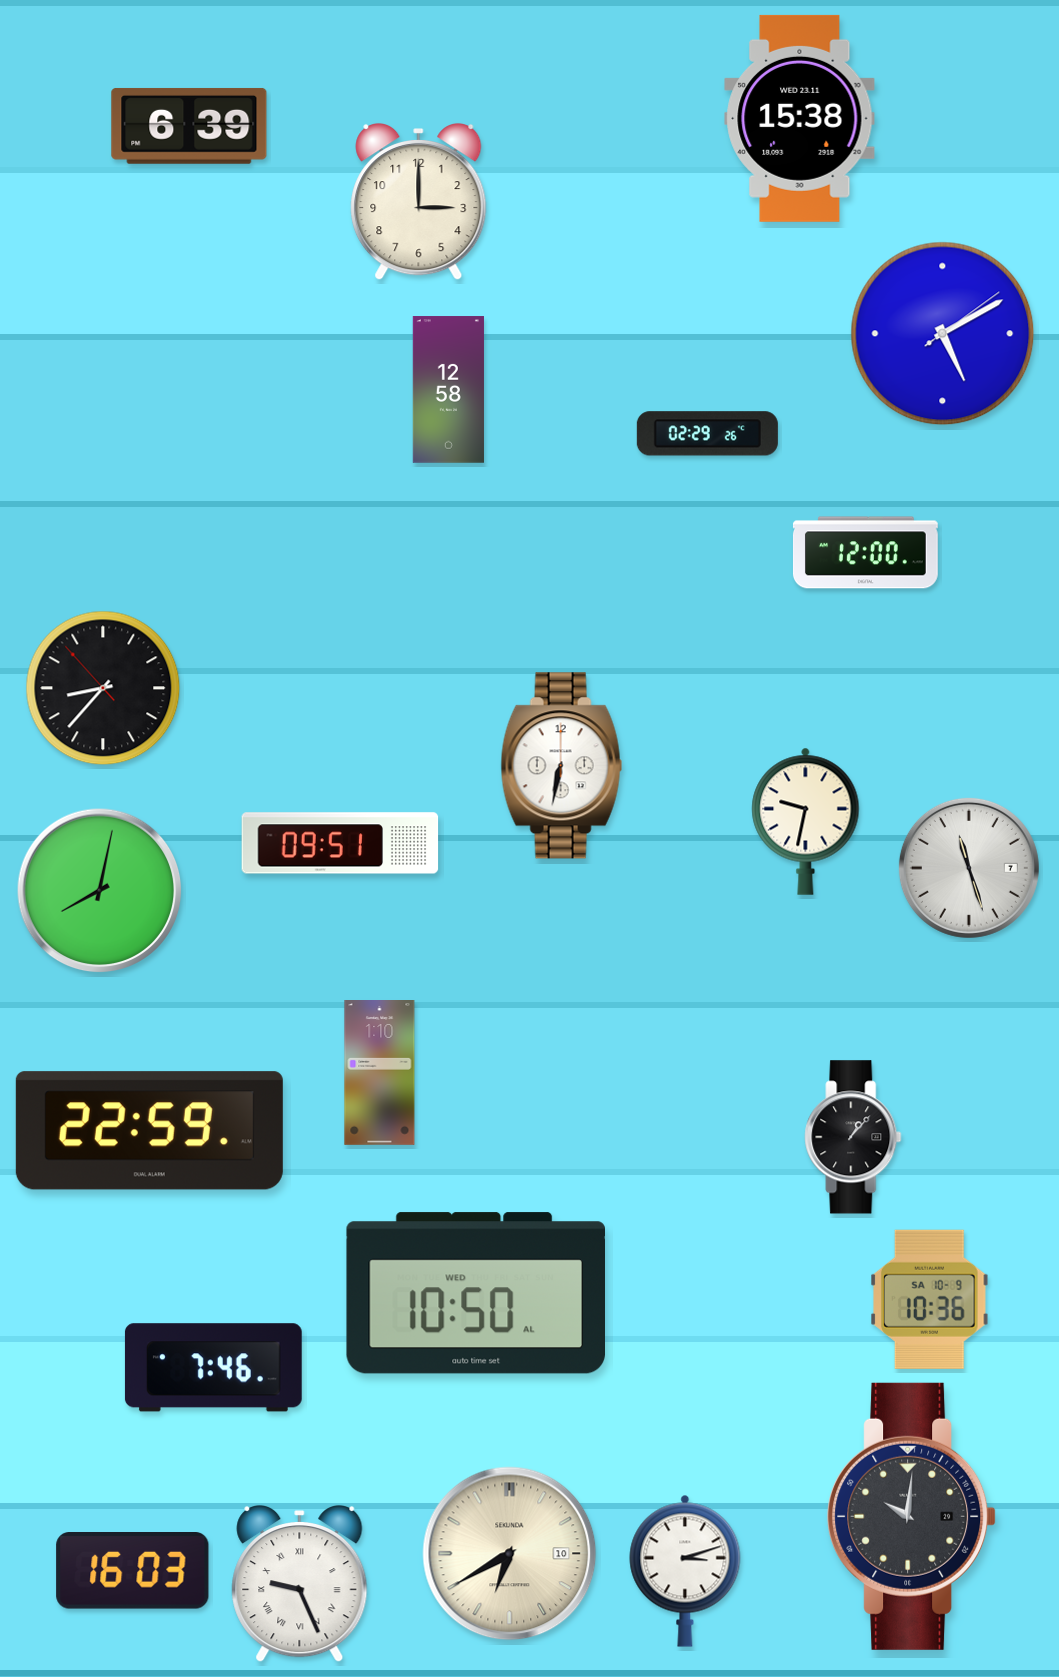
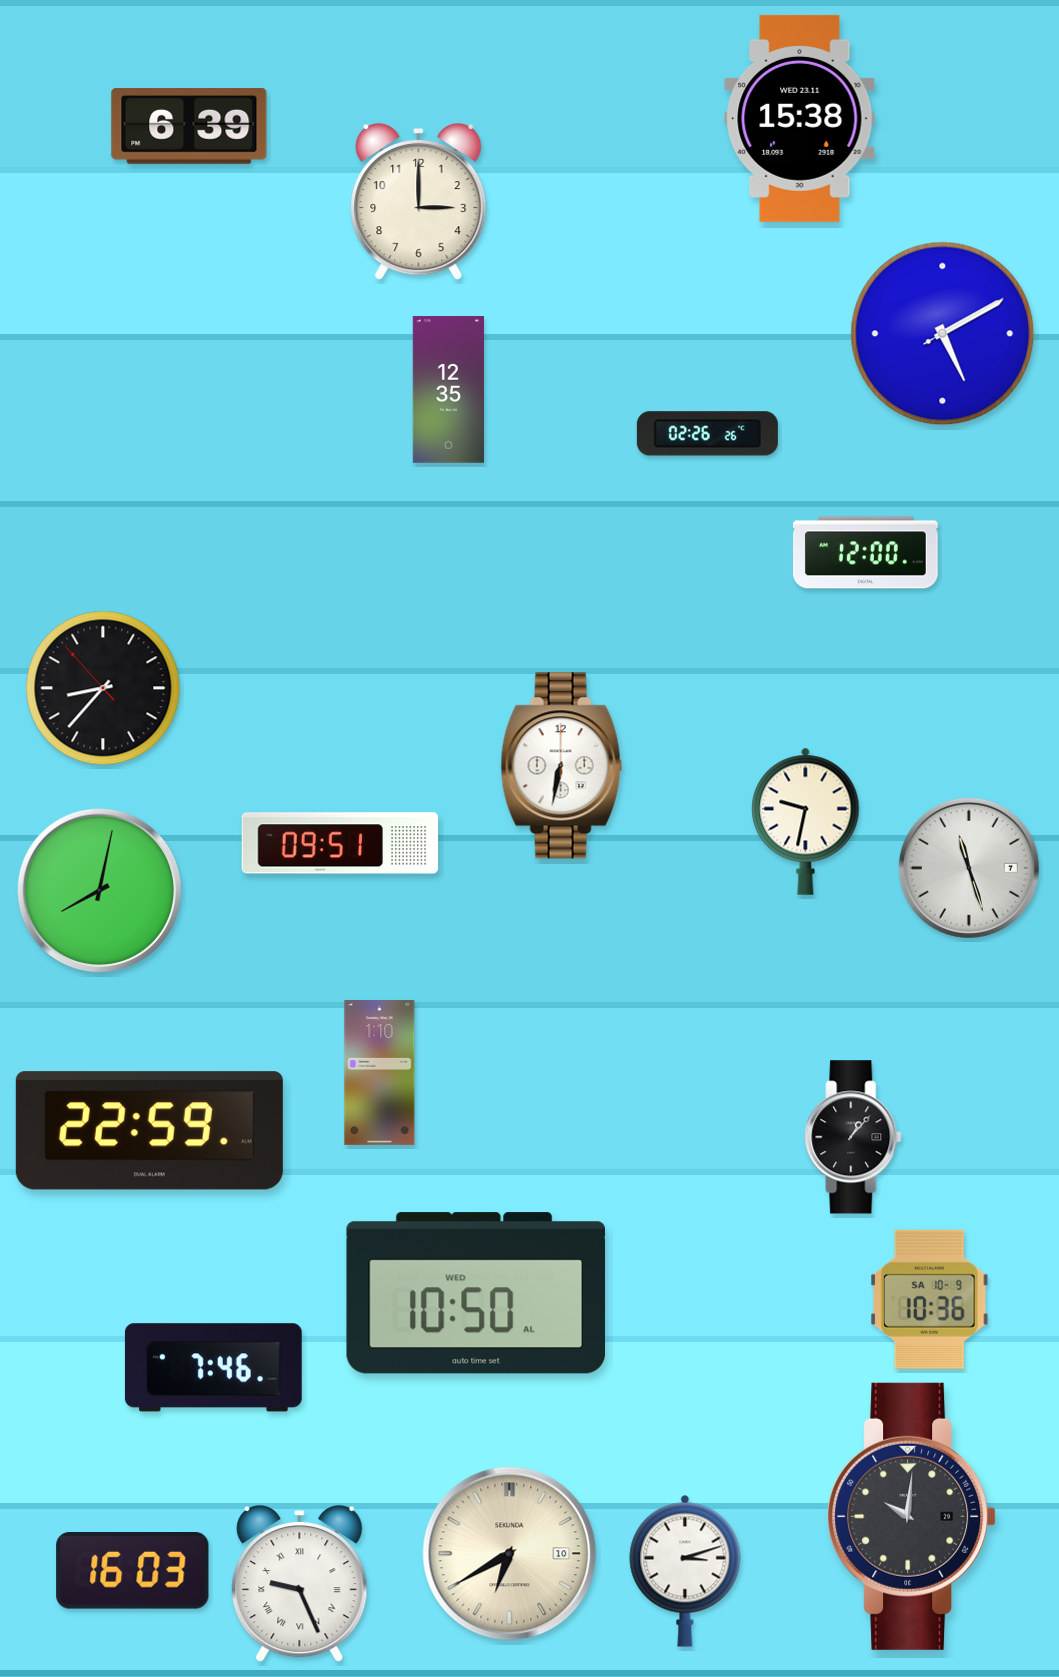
clock at (943, 334): 5:10:09 -> 5:10:10
clock at (448, 390): 12:58 -> 12:35
clock at (707, 434): 02:29 -> 02:26
